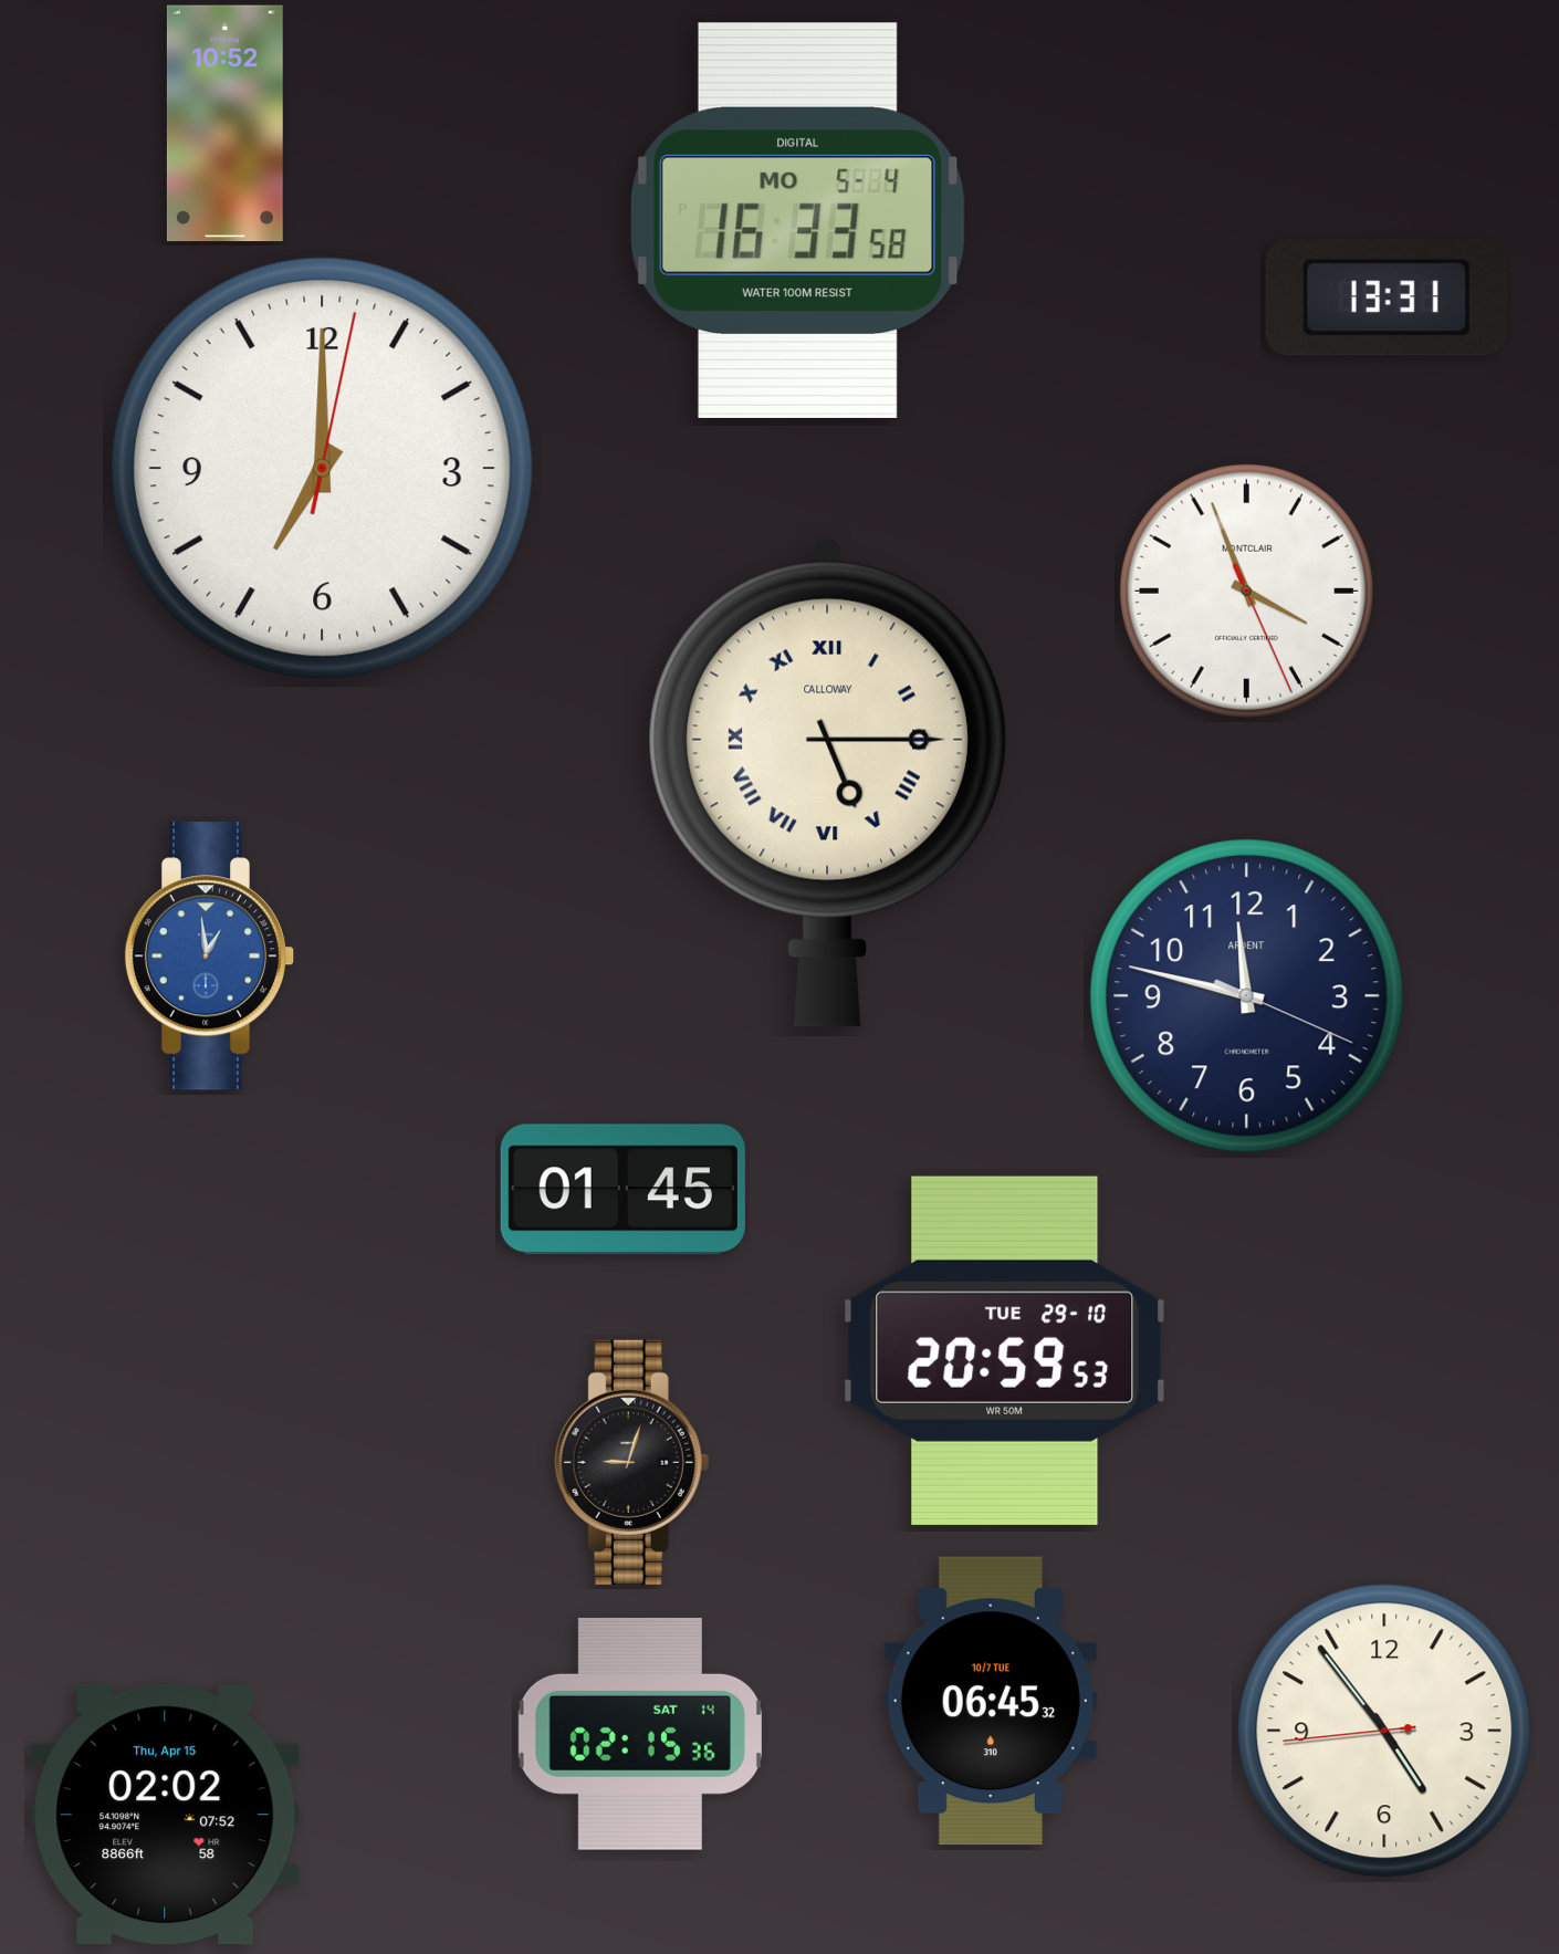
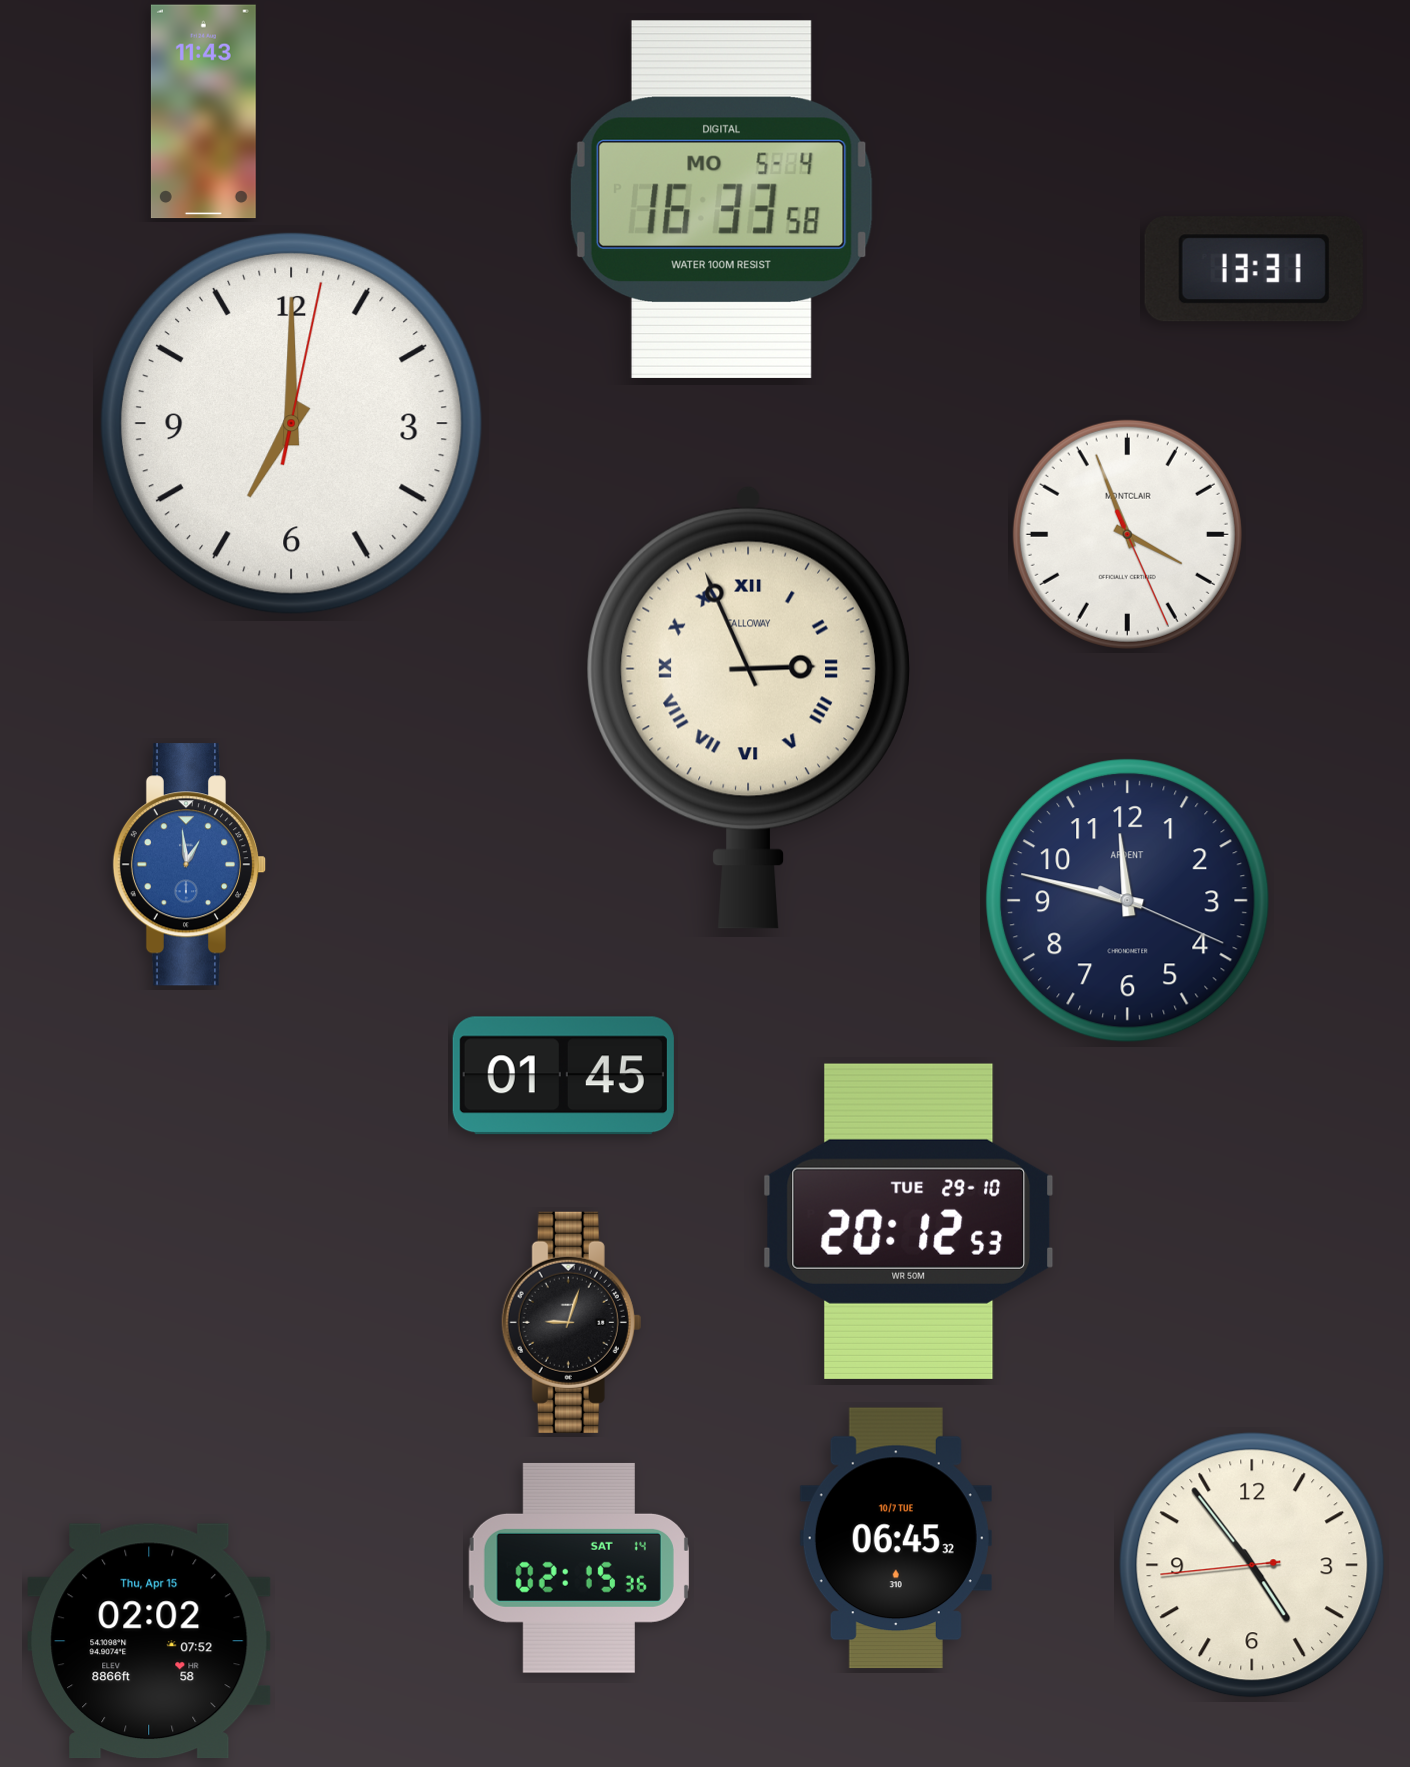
clock at (224, 124): 10:52 -> 11:43
clock at (827, 782): 5:15 -> 2:56
clock at (1004, 1350): 20:59 -> 20:12
